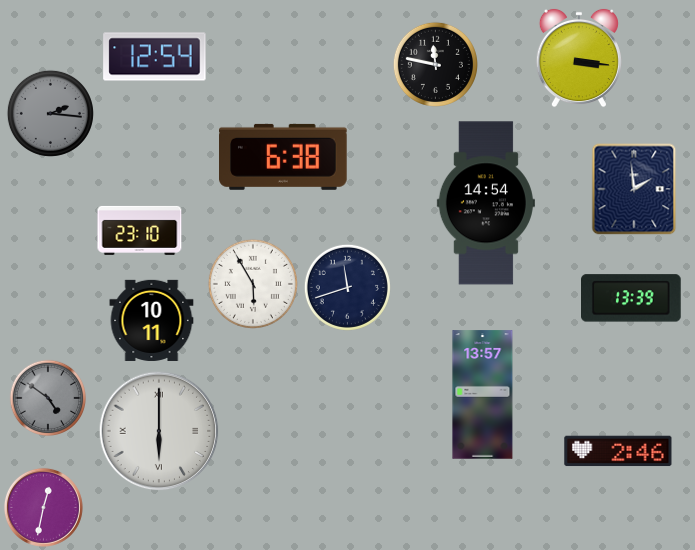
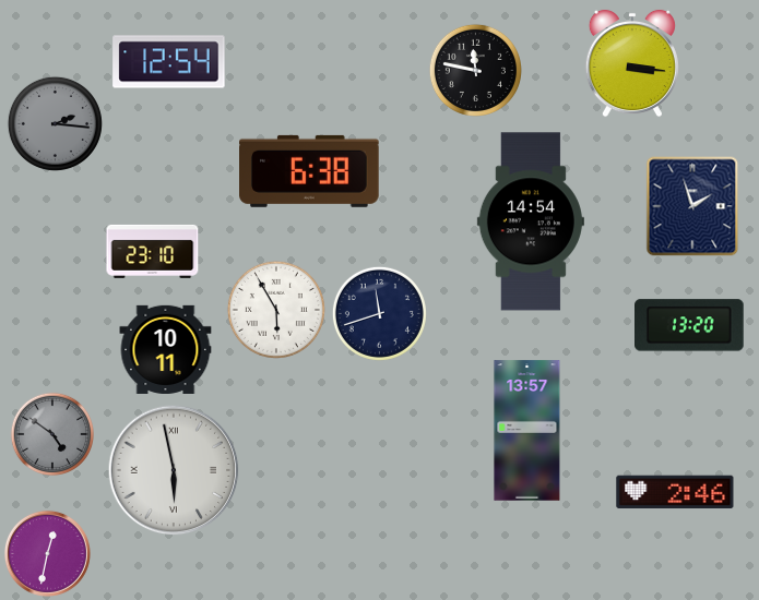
clock at (634, 189): 1:59 -> 1:57
clock at (632, 298): 13:39 -> 13:20
clock at (159, 431): 6:00 -> 5:58
